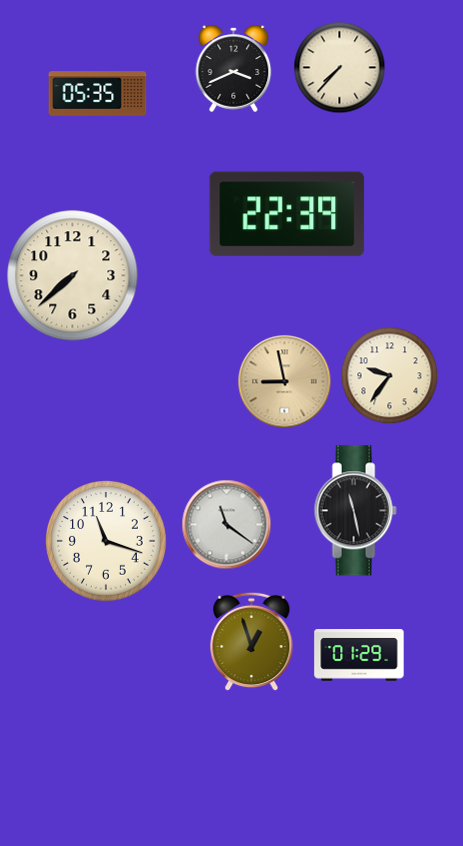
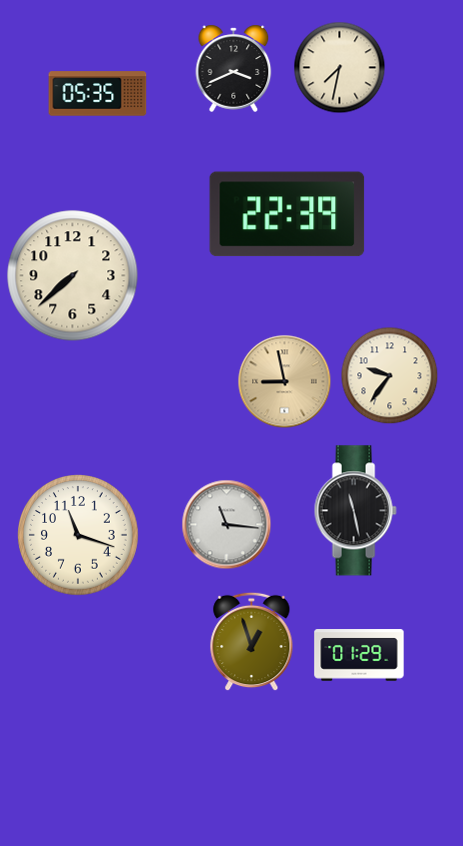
clock at (340, 68): 7:37 -> 7:32
clock at (227, 525): 11:21 -> 11:16
clock at (106, 541) position: (106, 541) -> (78, 535)
